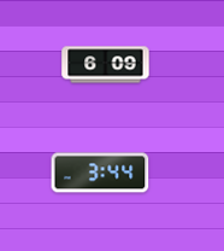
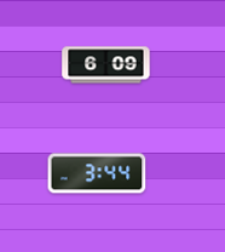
clock at (100, 173) position: (100, 173) -> (97, 173)
